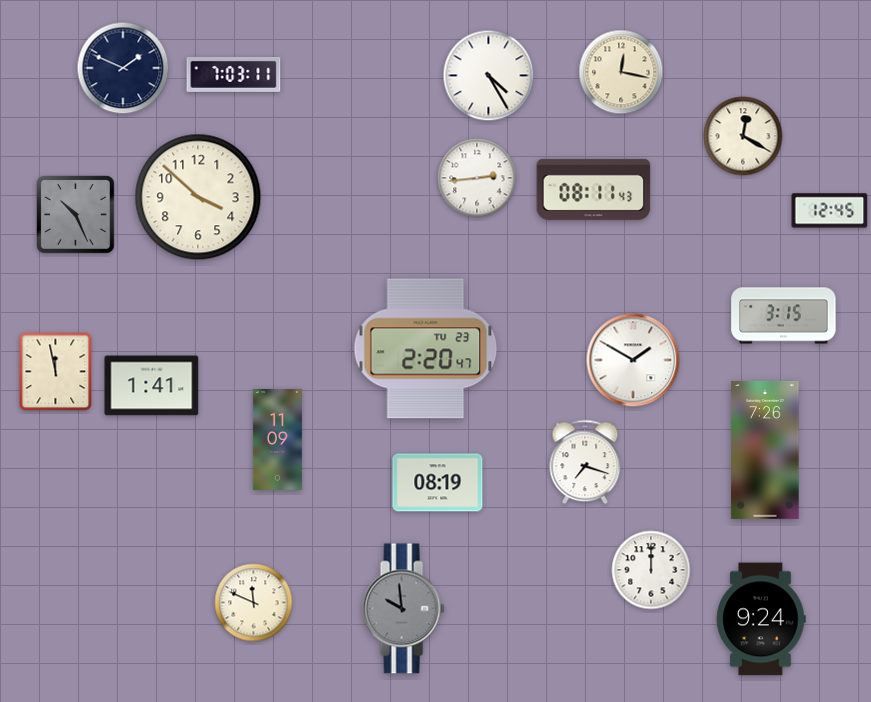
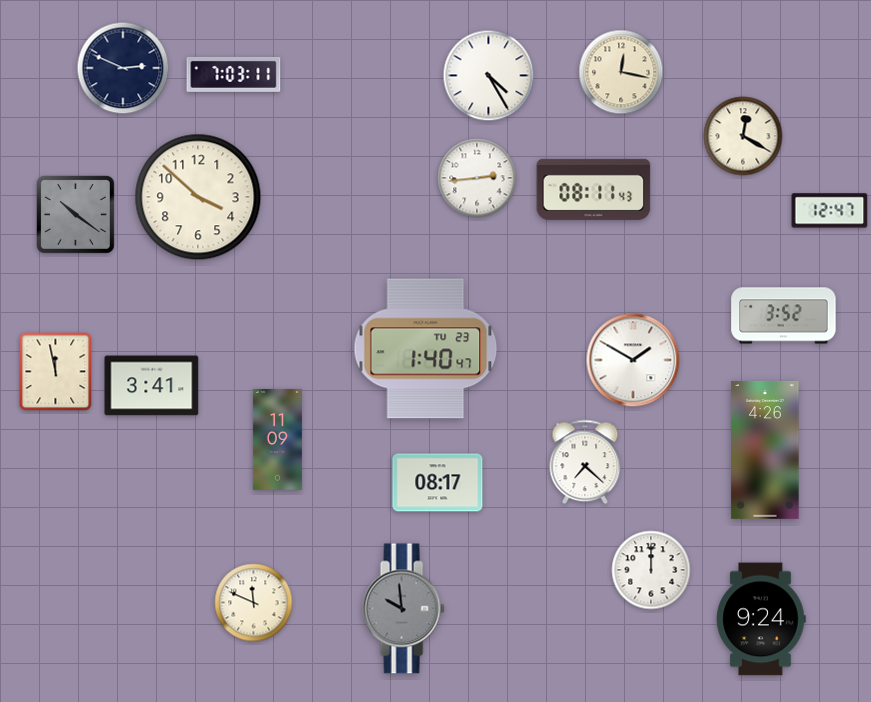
clock at (123, 68): 1:49 -> 2:49
clock at (830, 211): 12:45 -> 12:47
clock at (76, 215): 10:26 -> 10:21
clock at (784, 316): 3:15 -> 3:52
clock at (426, 349): 2:20 -> 1:40
clock at (152, 386): 1:41 -> 3:41
clock at (765, 450): 7:26 -> 4:26
clock at (585, 462): 7:18 -> 7:22
clock at (438, 483): 08:19 -> 08:17
